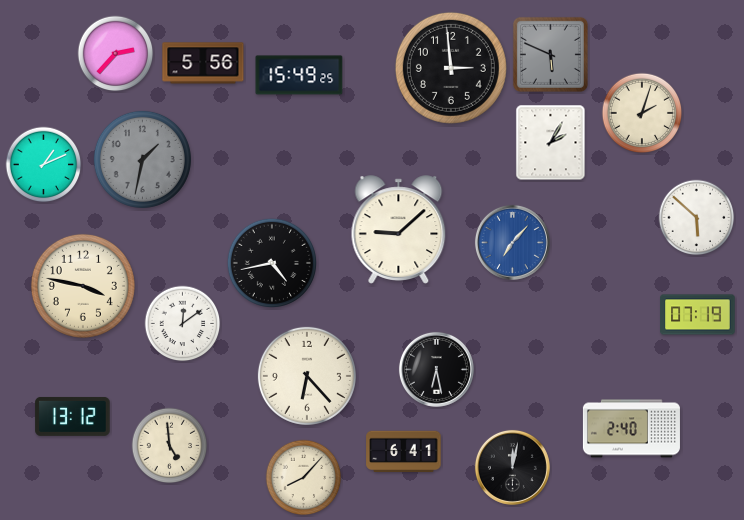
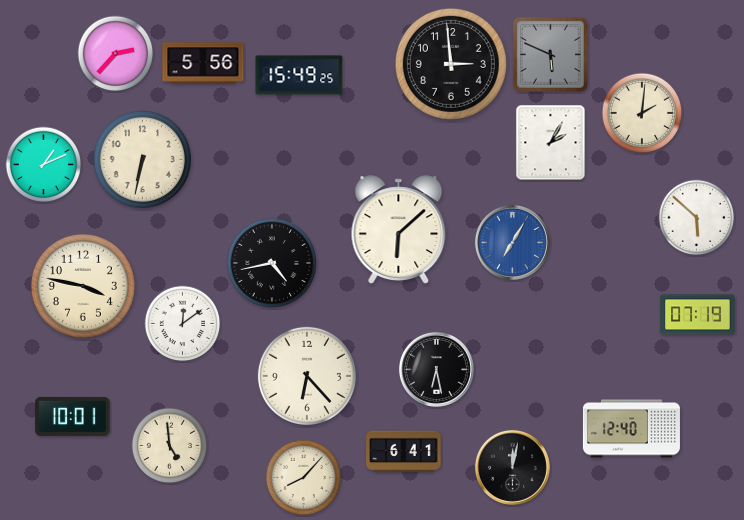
clock at (451, 68) position: (451, 68) -> (451, 64)
clock at (642, 113): 2:03 -> 2:01
clock at (142, 159): 1:32 -> 6:32
clock at (142, 159) dial: grey -> cream
clock at (399, 230): 9:08 -> 6:08
clock at (512, 242): 7:07 -> 7:05
clock at (73, 416): 13:12 -> 10:01
clock at (631, 429): 2:40 -> 12:40
